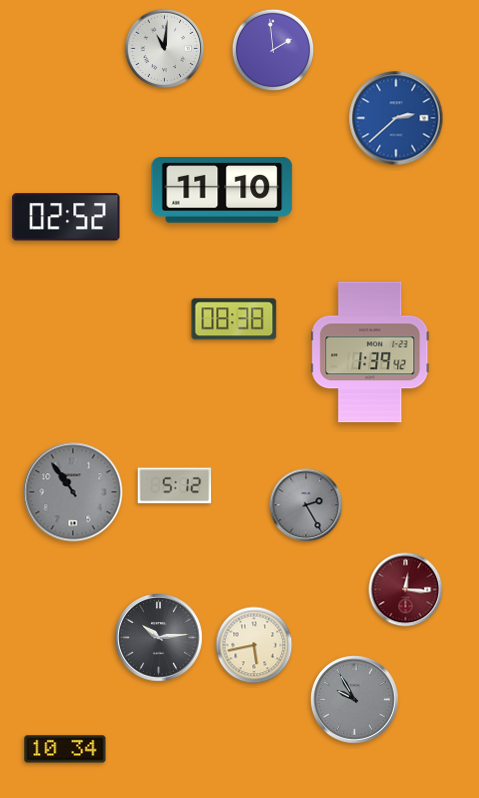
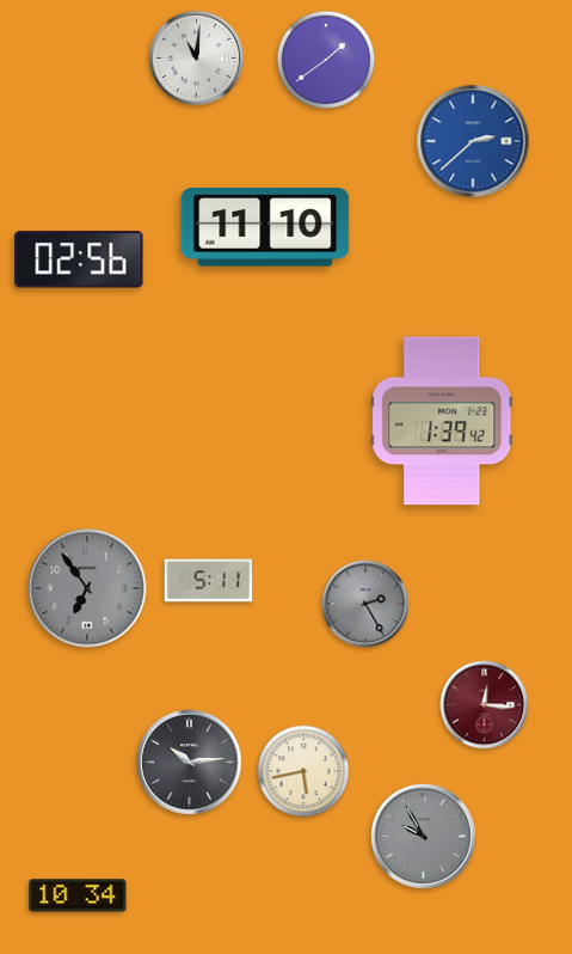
clock at (273, 50): 1:59 -> 1:39
clock at (66, 217): 02:52 -> 02:56
clock at (234, 319): 08:38 -> none
clock at (175, 486): 5:12 -> 5:11
clock at (73, 492): 10:54 -> 6:54
